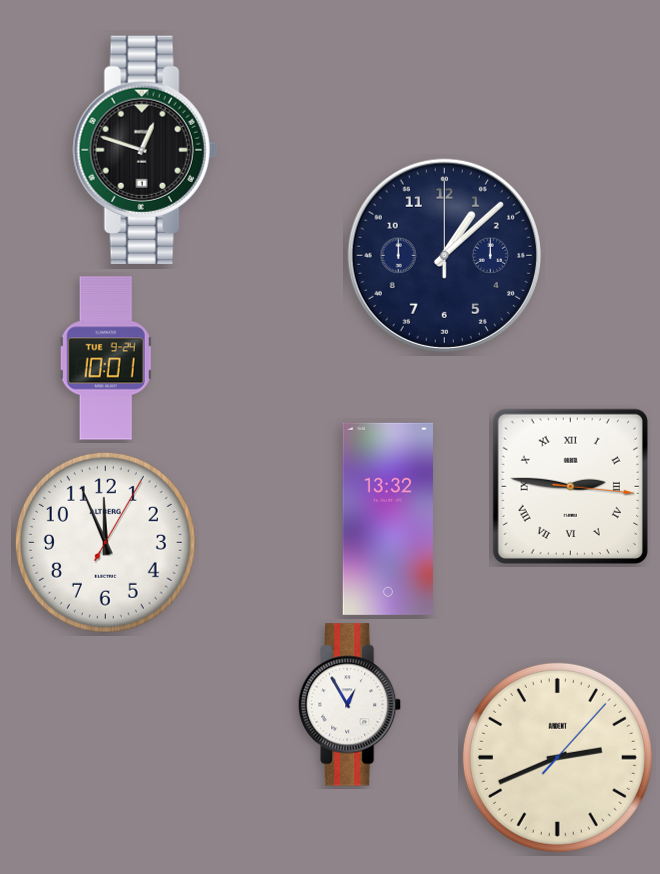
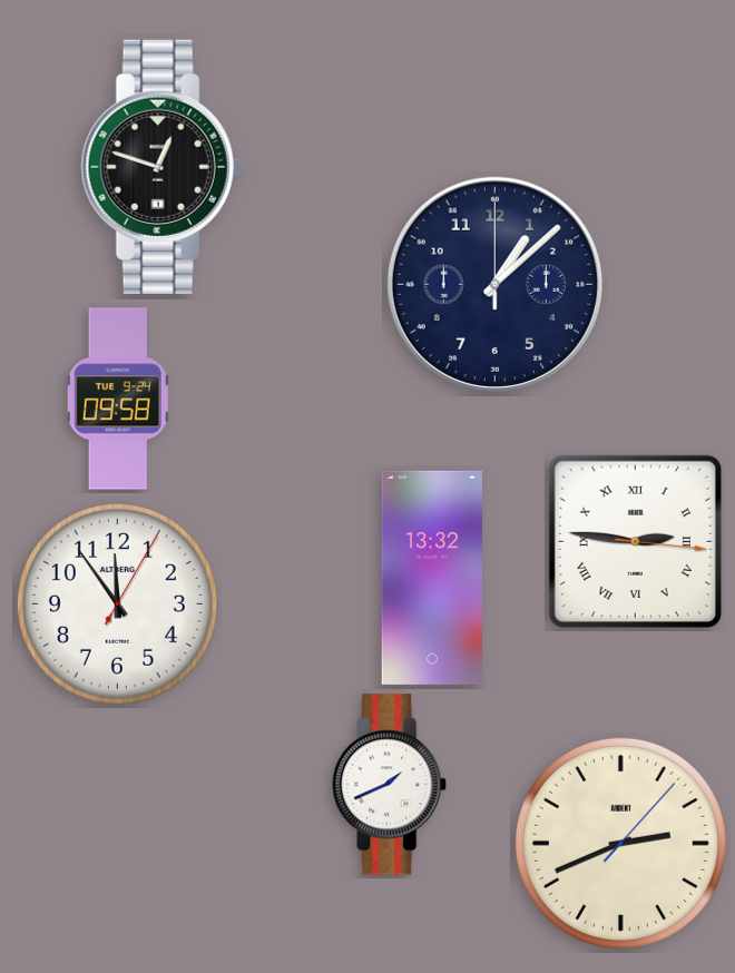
clock at (106, 358): 10:01 -> 09:58
clock at (105, 542): 11:56 -> 11:54
clock at (351, 705): 12:55 -> 1:41
